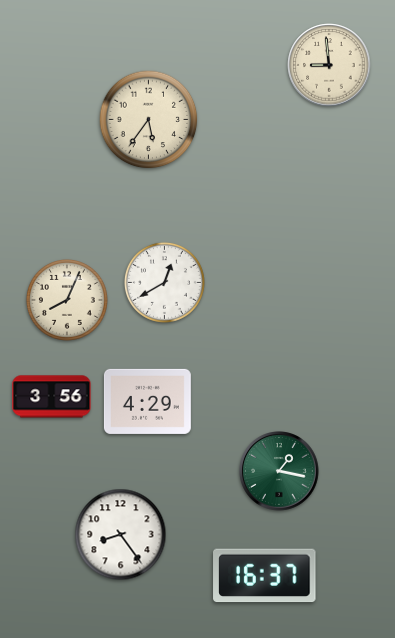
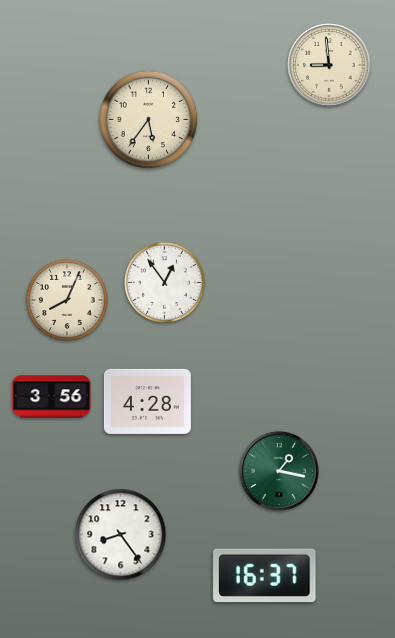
clock at (164, 282): 12:40 -> 12:54
clock at (147, 401): 4:29 -> 4:28
